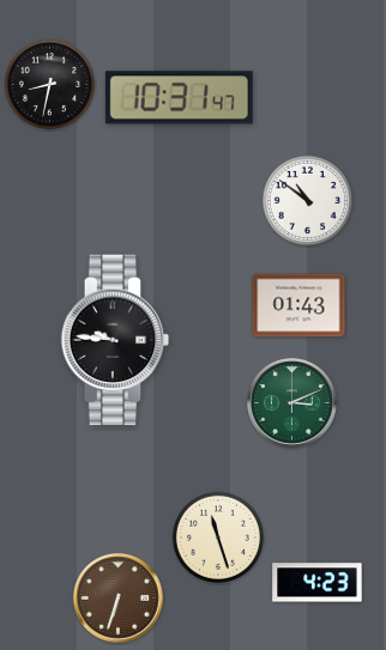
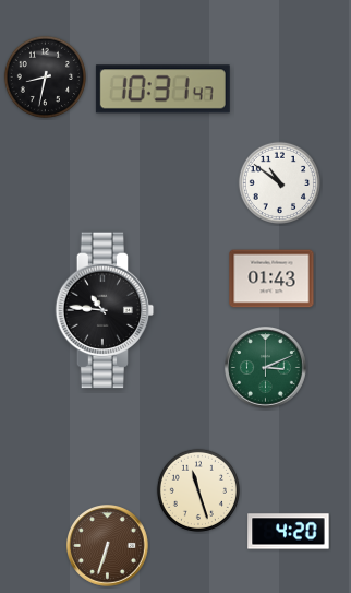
clock at (115, 340): 9:46 -> 10:46
clock at (318, 583): 4:23 -> 4:20
